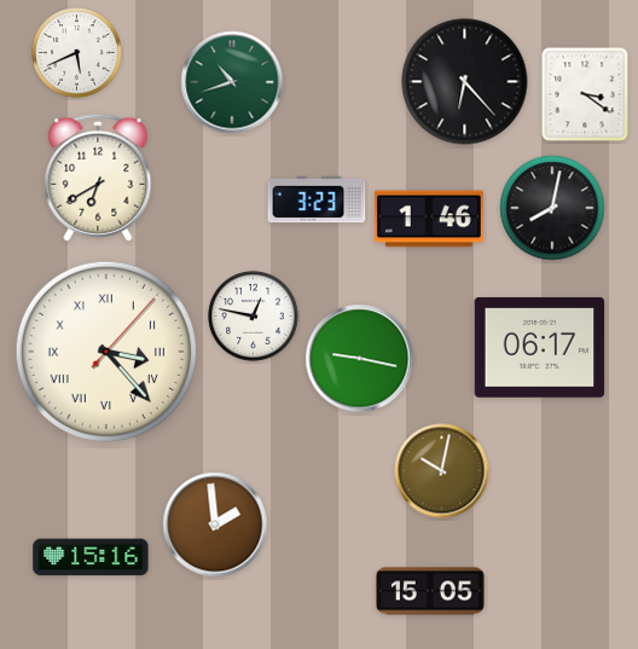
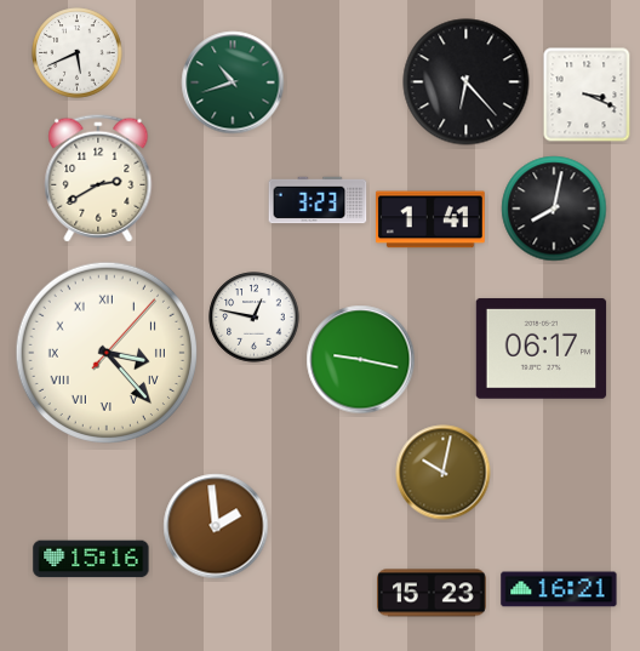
clock at (585, 94): 3:21 -> 3:19
clock at (98, 178): 6:40 -> 2:40
clock at (429, 219): 1:46 -> 1:41
clock at (559, 589): none -> 16:21
clock at (431, 591): 15:05 -> 15:23
